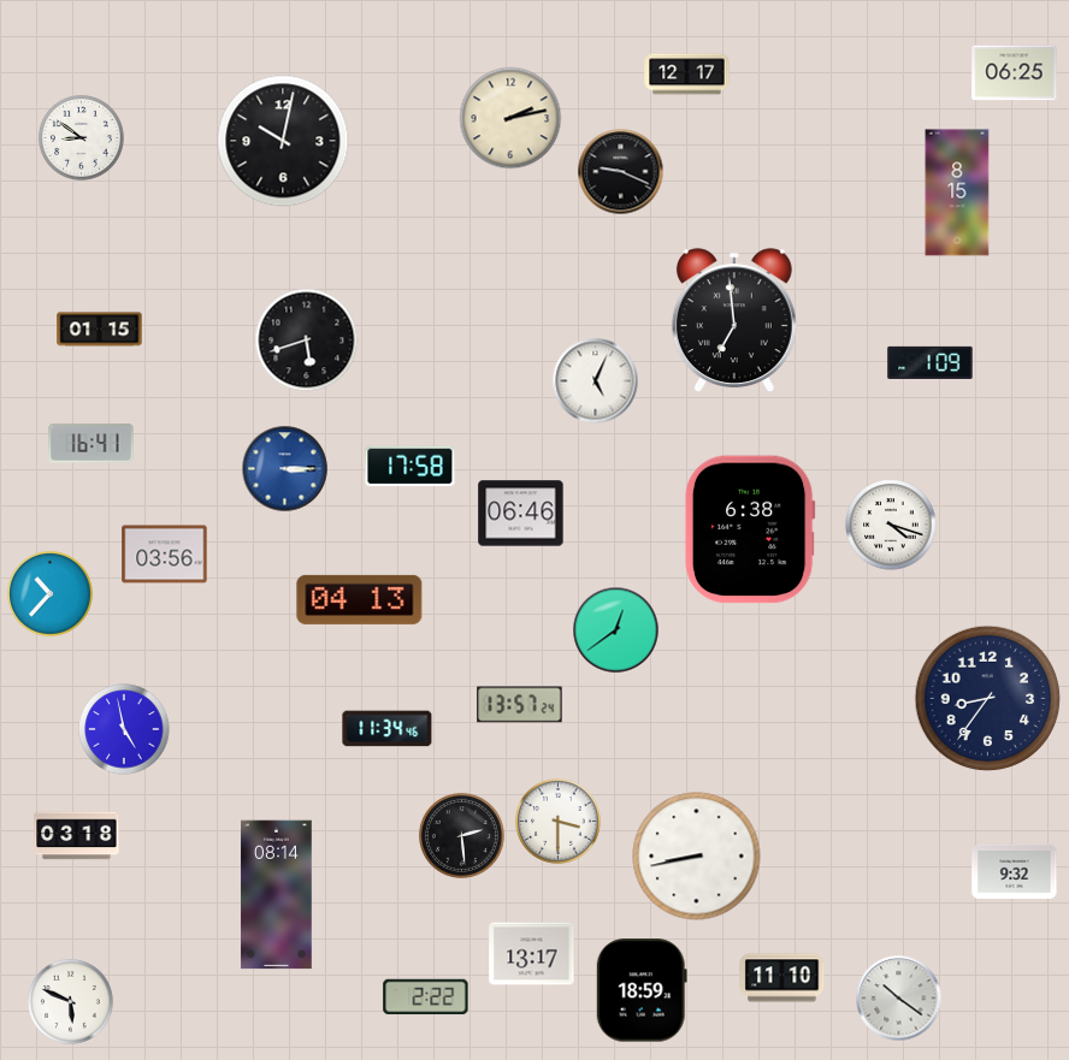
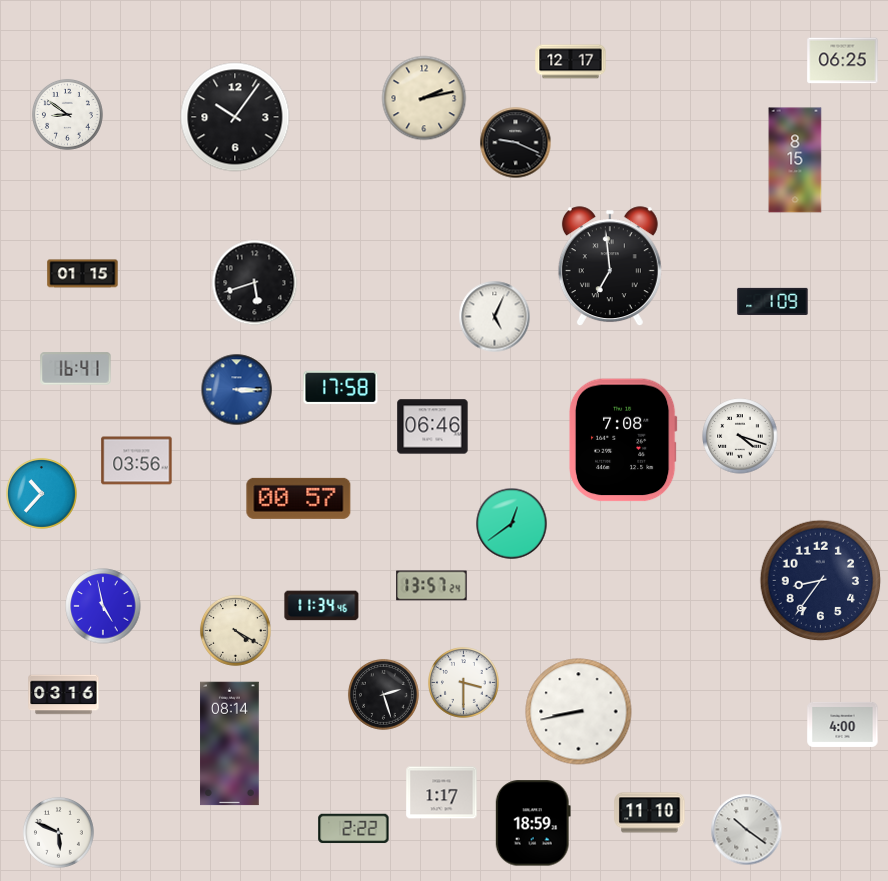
clock at (283, 141): 10:02 -> 10:06
clock at (750, 529): 6:38 -> 7:08
clock at (360, 599): 04:13 -> 00:57
clock at (235, 630): none -> 4:20
clock at (461, 835): 2:29 -> 2:27
clock at (77, 836): 03:18 -> 03:16
clock at (1015, 871): 9:32 -> 4:00
clock at (532, 954): 13:17 -> 1:17
